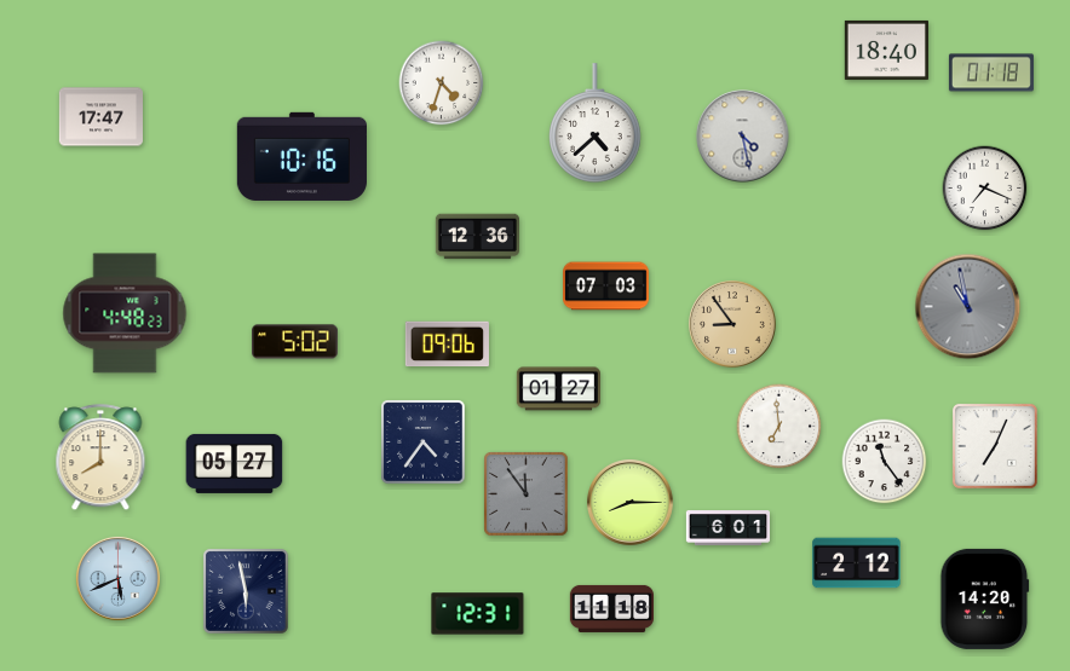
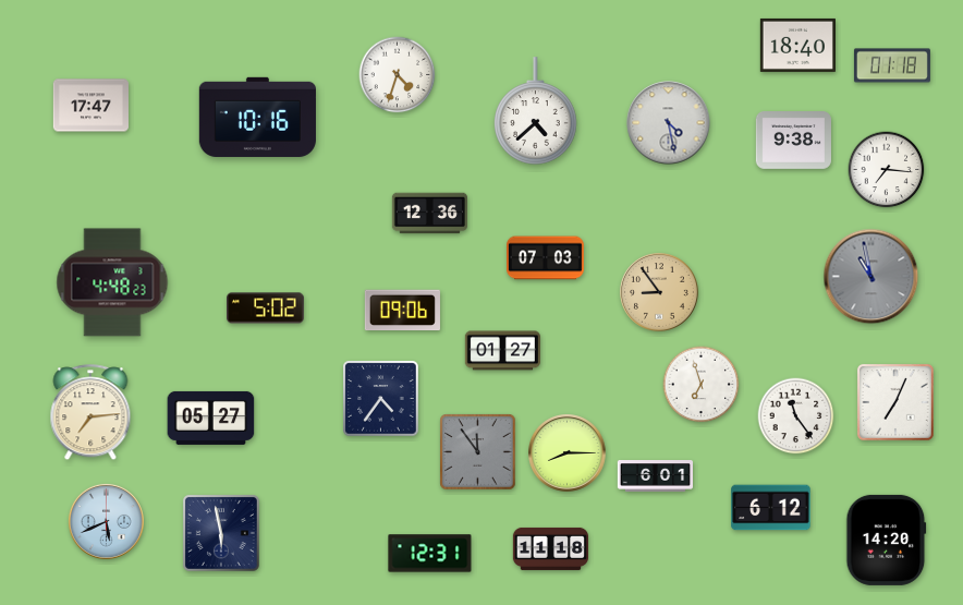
clock at (301, 156) position: (301, 156) -> (257, 117)
clock at (793, 141): none -> 9:38
clock at (985, 189): 7:19 -> 7:16
clock at (780, 427): 6:59 -> 6:57
clock at (100, 458): 8:00 -> 7:14
clock at (527, 494) position: (527, 494) -> (478, 452)
clock at (857, 563): 2:12 -> 6:12
